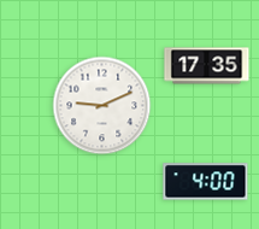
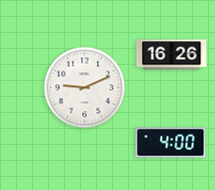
clock at (207, 66): 17:35 -> 16:26
clock at (206, 182) position: (206, 182) -> (171, 143)
